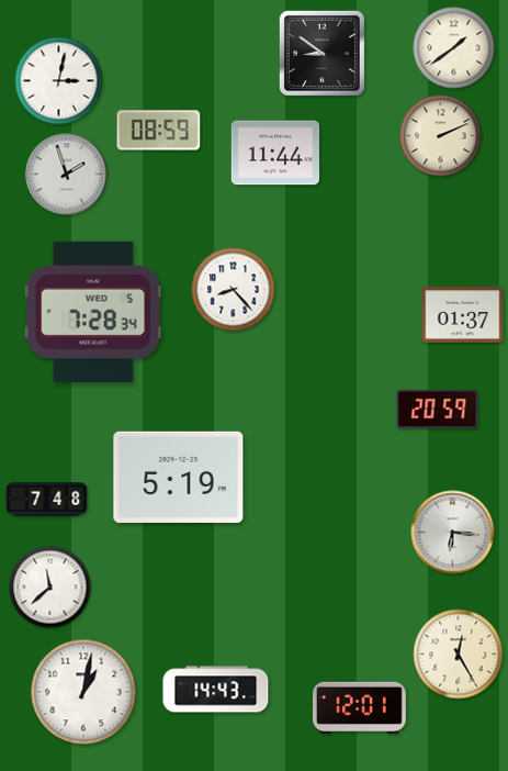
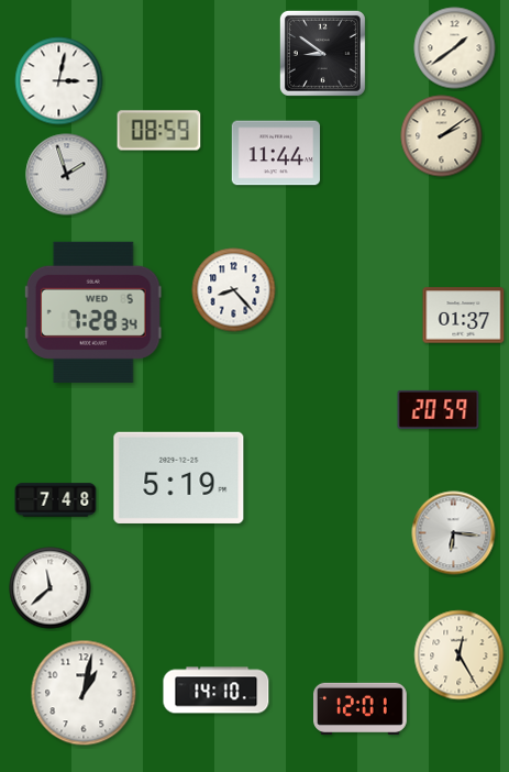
clock at (441, 136): 2:11 -> 2:09
clock at (47, 500) position: (47, 500) -> (56, 500)
clock at (216, 690): 14:43 -> 14:10
